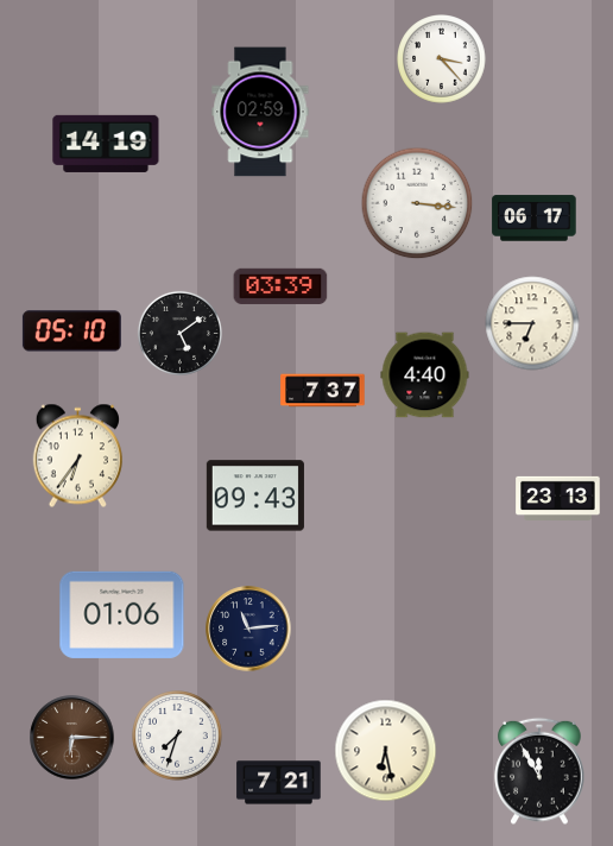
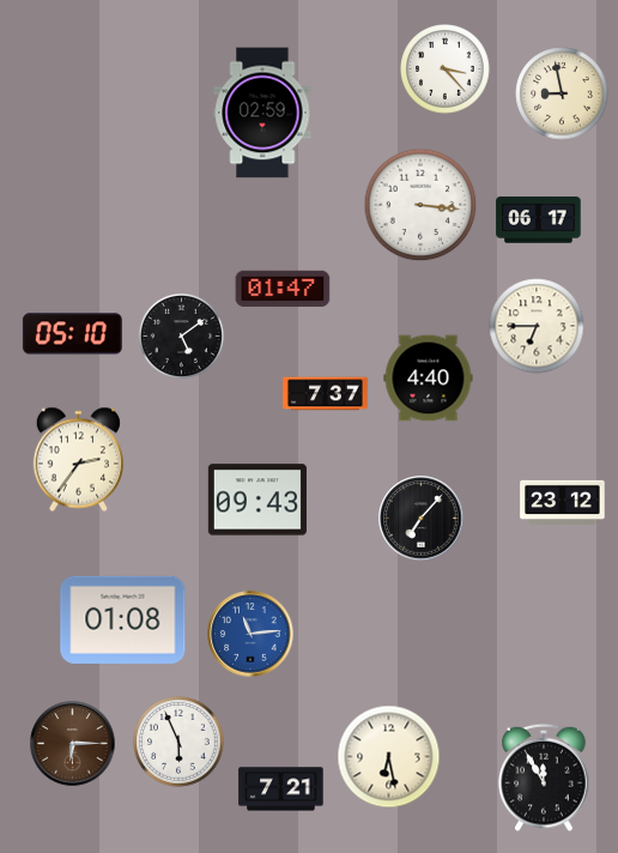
clock at (442, 59) position: (442, 59) -> (446, 69)
clock at (562, 93): none -> 8:58
clock at (106, 144): 14:19 -> none
clock at (280, 286): 03:39 -> 01:47
clock at (77, 456): 6:36 -> 2:36
clock at (558, 498): 23:13 -> 23:12
clock at (422, 519): none -> 7:07
clock at (122, 614): 01:06 -> 01:08
clock at (248, 629) dial: navy -> blue
clock at (177, 735): 7:33 -> 5:56
